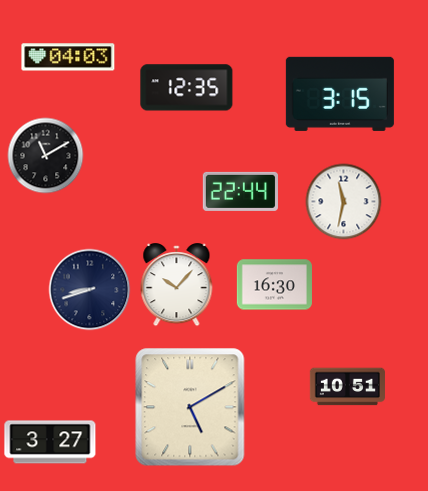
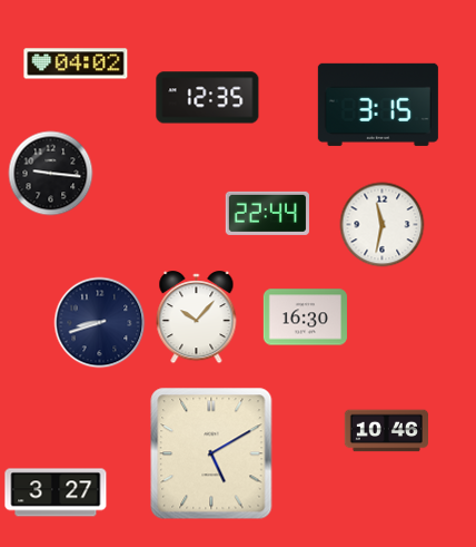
clock at (68, 57): 04:03 -> 04:02
clock at (46, 156): 11:10 -> 9:16
clock at (347, 387): 10:51 -> 10:46
